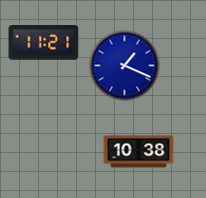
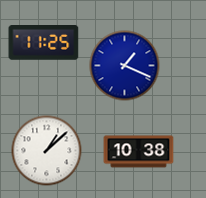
clock at (44, 43): 11:21 -> 11:25
clock at (47, 151): none -> 1:08
